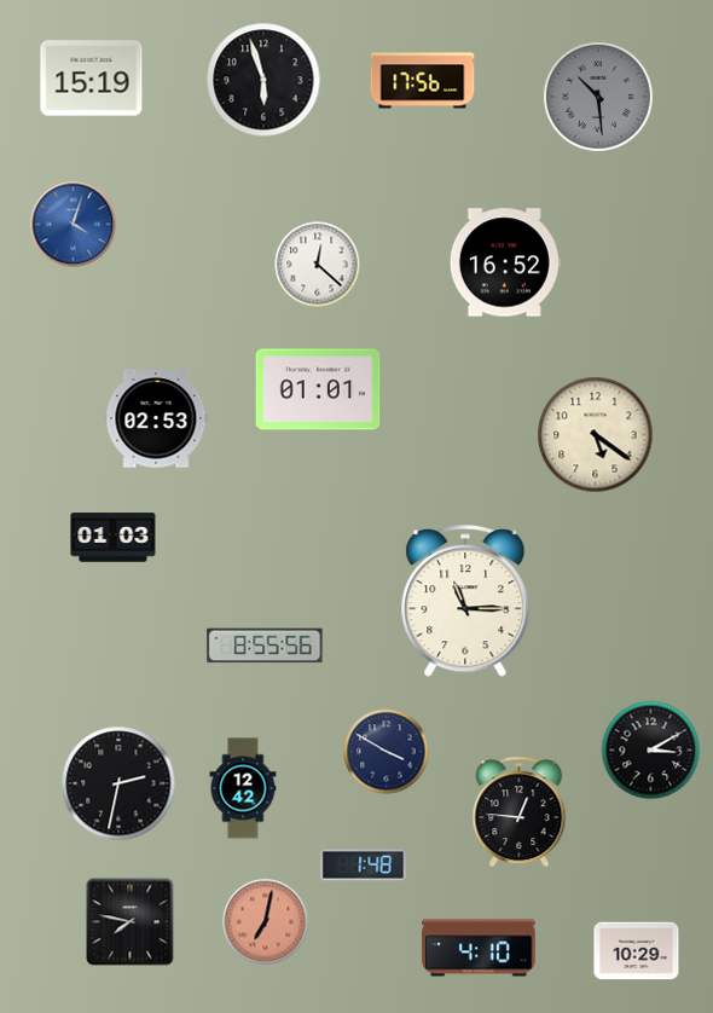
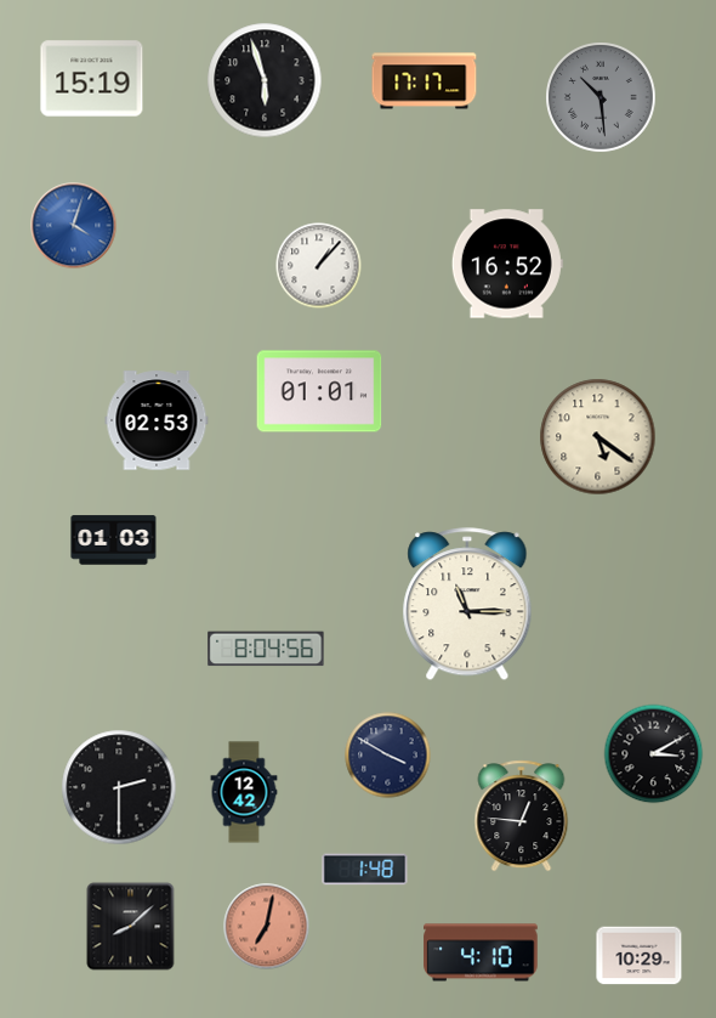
clock at (423, 81): 17:56 -> 17:17
clock at (318, 265): 12:22 -> 1:07
clock at (265, 646): 8:55 -> 8:04
clock at (118, 783): 2:32 -> 2:30
clock at (131, 922): 7:47 -> 8:08
